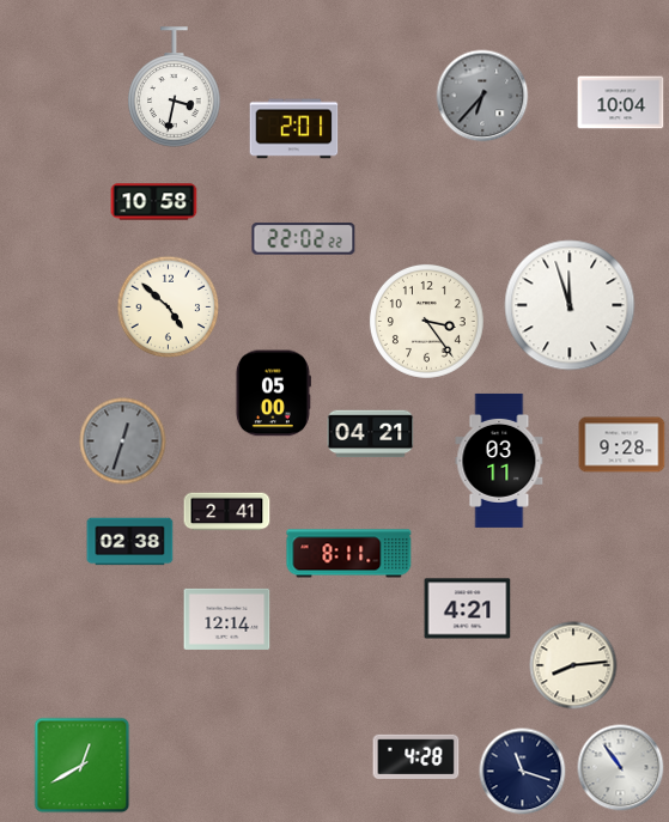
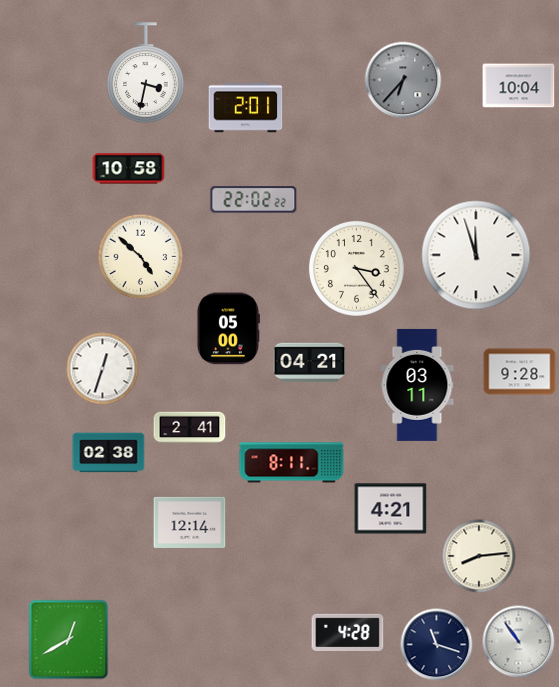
clock at (123, 442) dial: grey -> white
clock at (227, 619) position: (227, 619) -> (190, 522)
